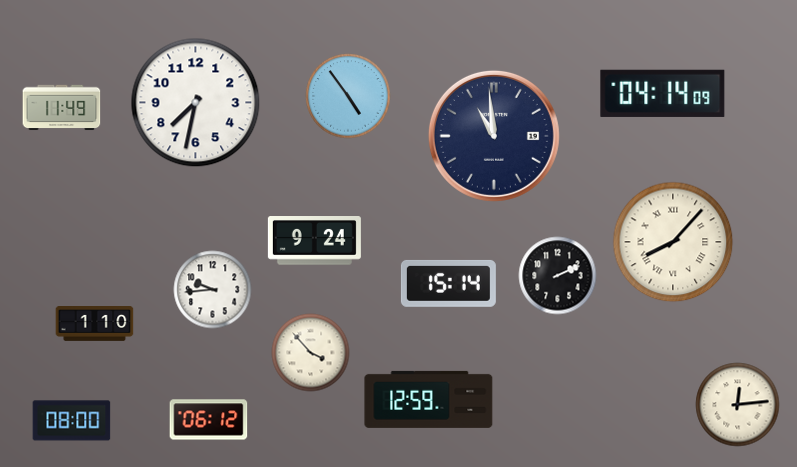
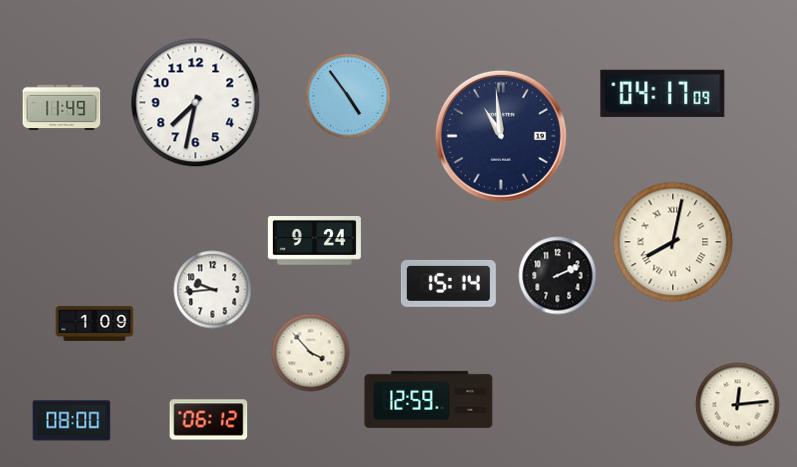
clock at (663, 93): 04:14 -> 04:17
clock at (494, 136) position: (494, 136) -> (501, 136)
clock at (673, 242): 8:07 -> 8:02
clock at (94, 324): 1:10 -> 1:09
